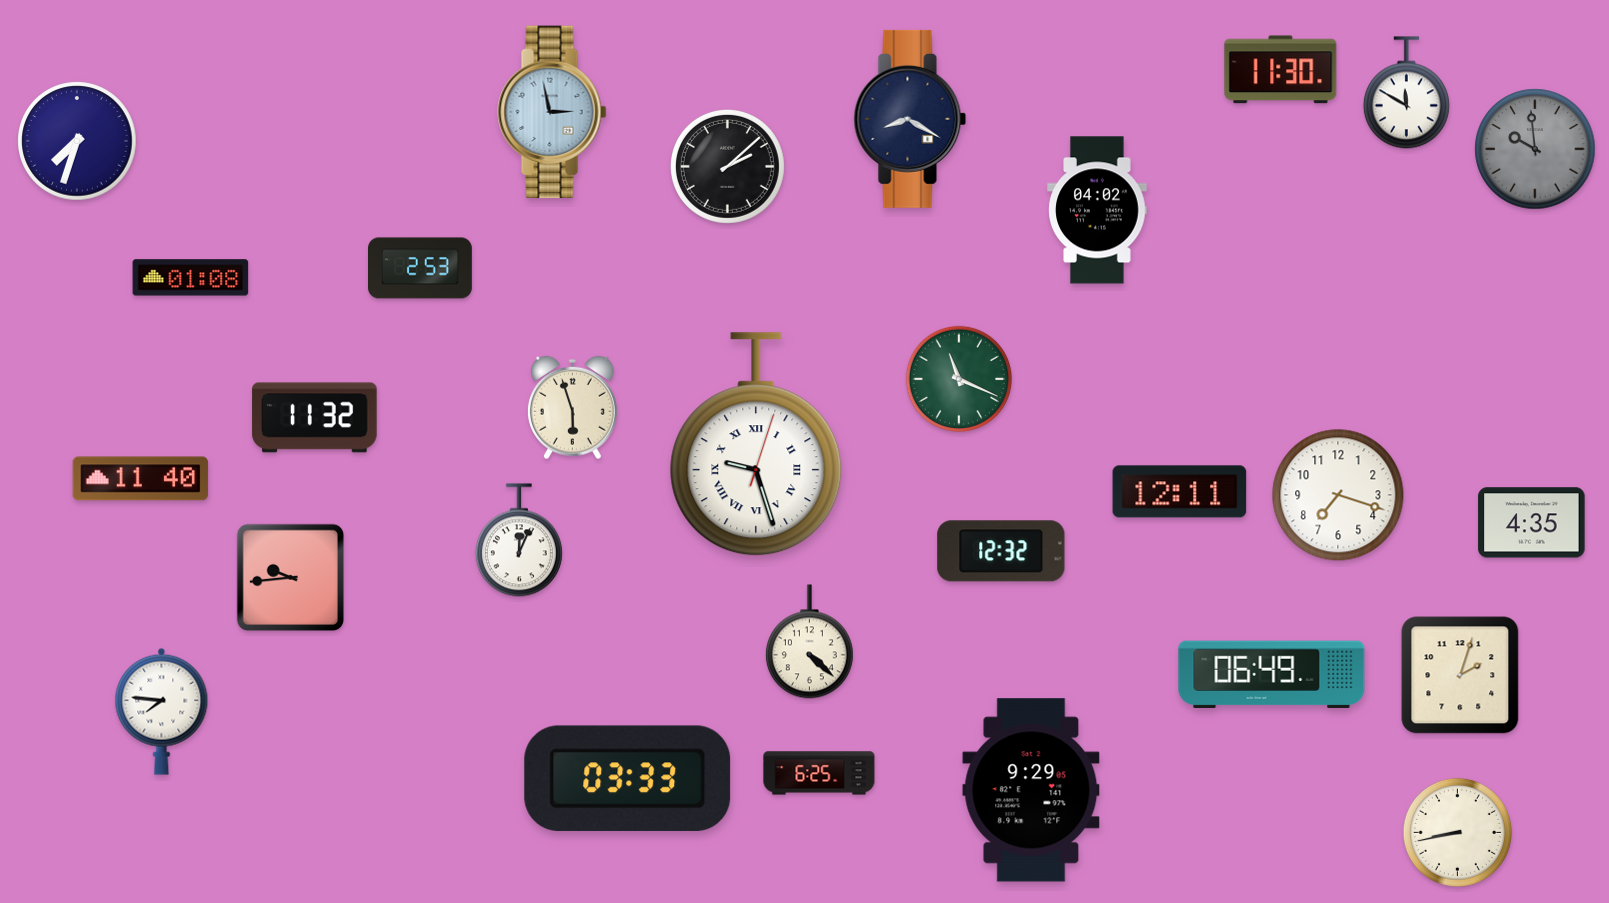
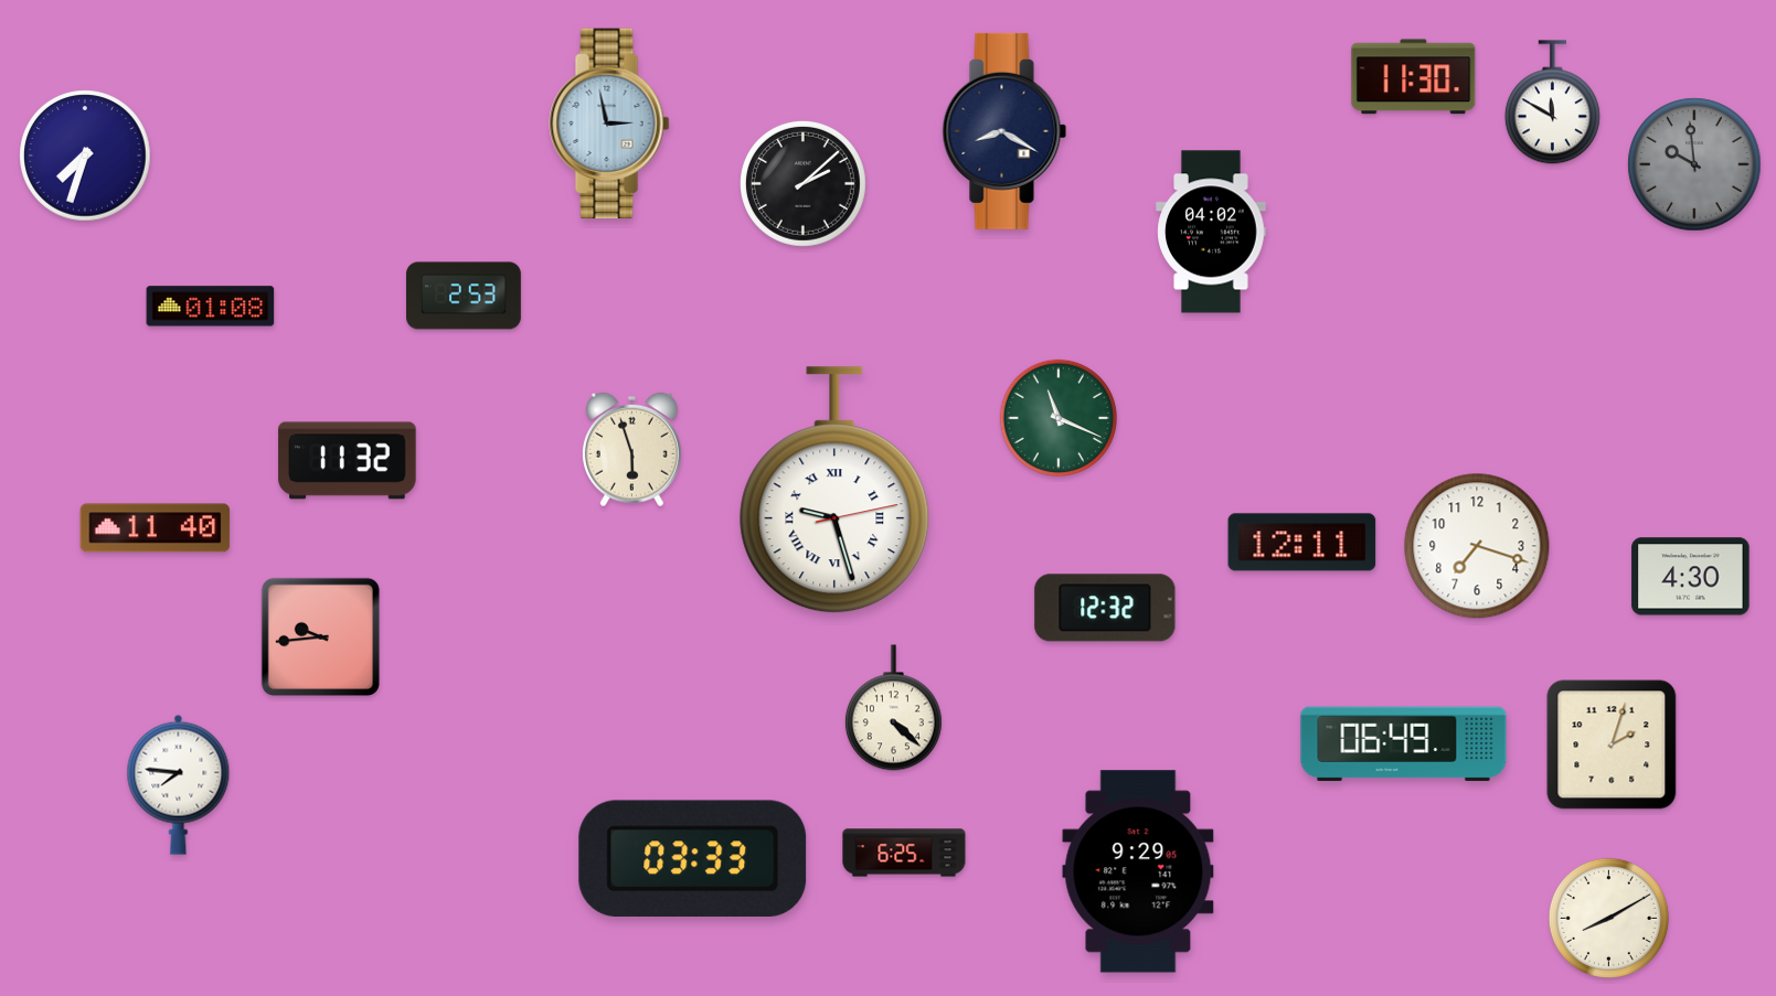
clock at (756, 445): 9:27:03 -> 9:27:13
clock at (1532, 523): 4:35 -> 4:30
clock at (519, 540): 12:04 -> none
clock at (1457, 832): 8:43 -> 8:10
